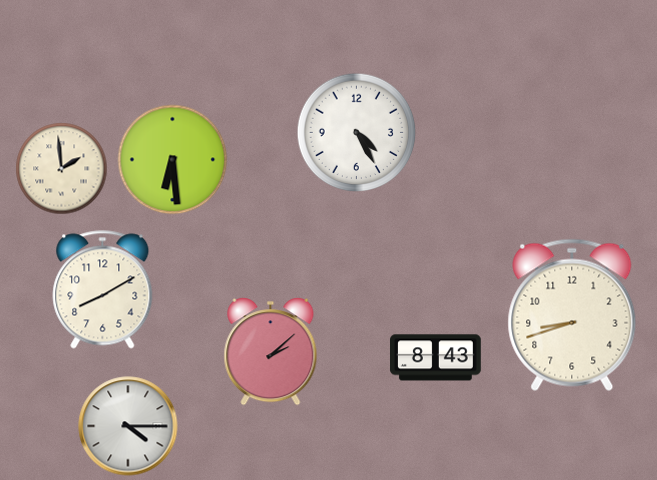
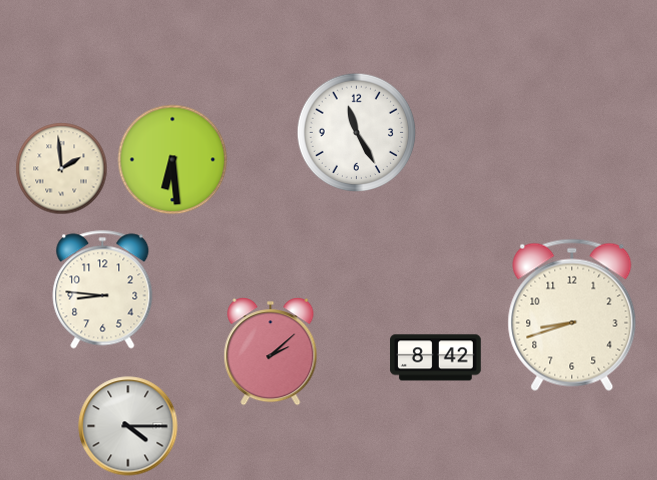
clock at (357, 133): 4:25 -> 11:25
clock at (103, 290): 8:10 -> 8:46
clock at (436, 358): 8:43 -> 8:42
